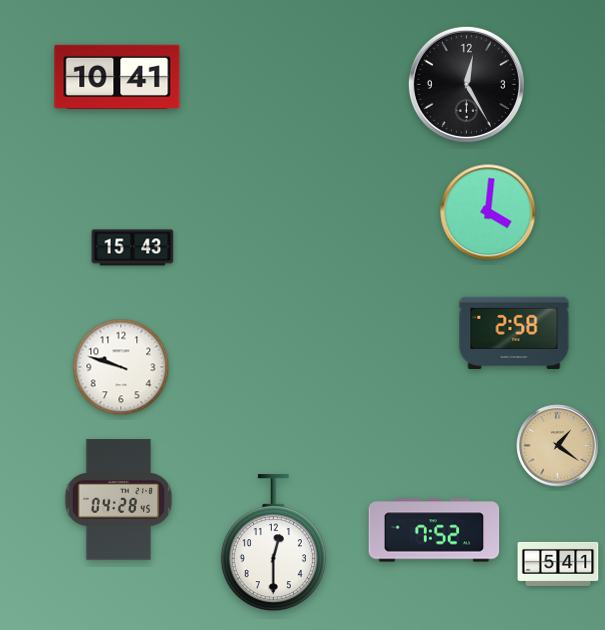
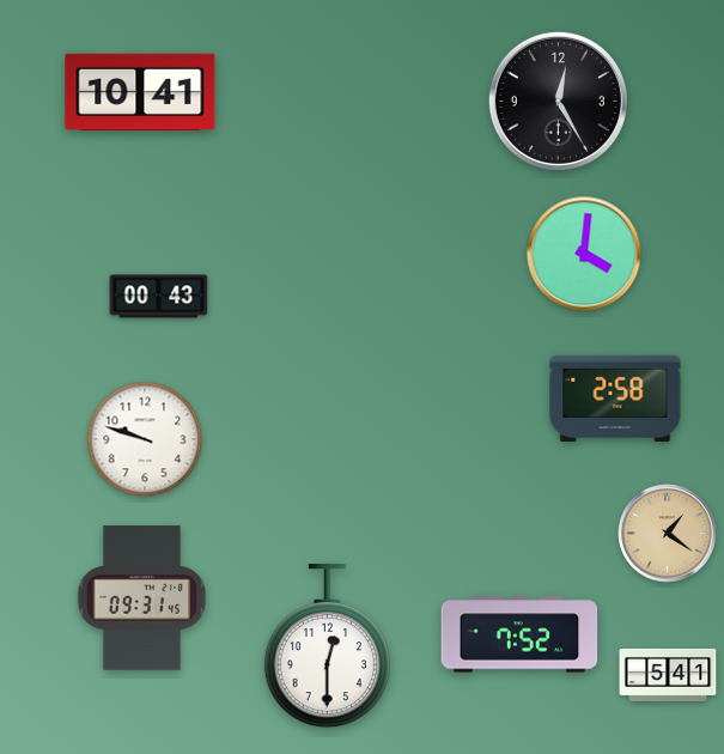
clock at (133, 248): 15:43 -> 00:43
clock at (119, 500): 04:28 -> 09:31
clock at (273, 543) position: (273, 543) -> (327, 646)
